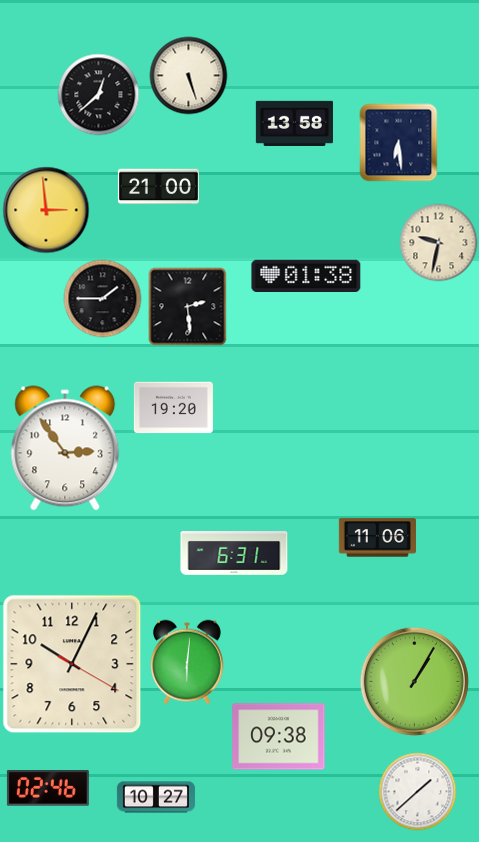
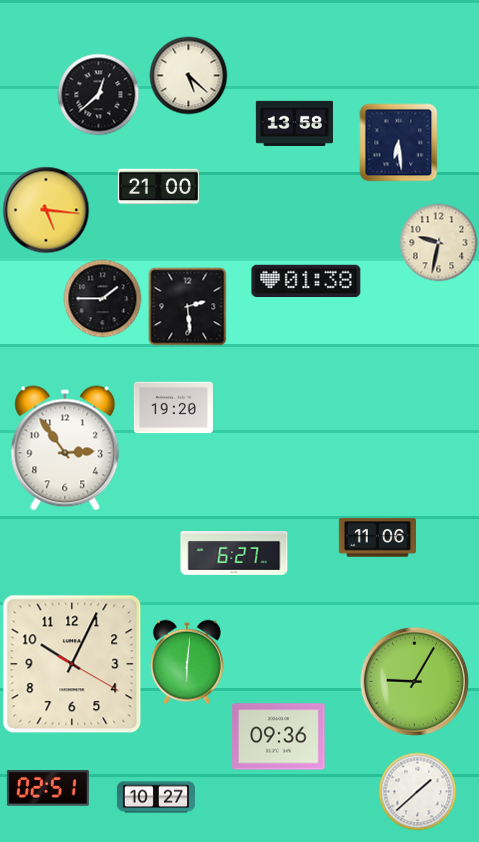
clock at (188, 75): 5:27 -> 5:22
clock at (46, 210): 2:59 -> 5:16
clock at (306, 275) position: (306, 275) -> (306, 280)
clock at (234, 554): 6:31 -> 6:27
clock at (414, 681): 1:05 -> 9:05
clock at (279, 737): 09:38 -> 09:36
clock at (48, 788): 02:46 -> 02:51
